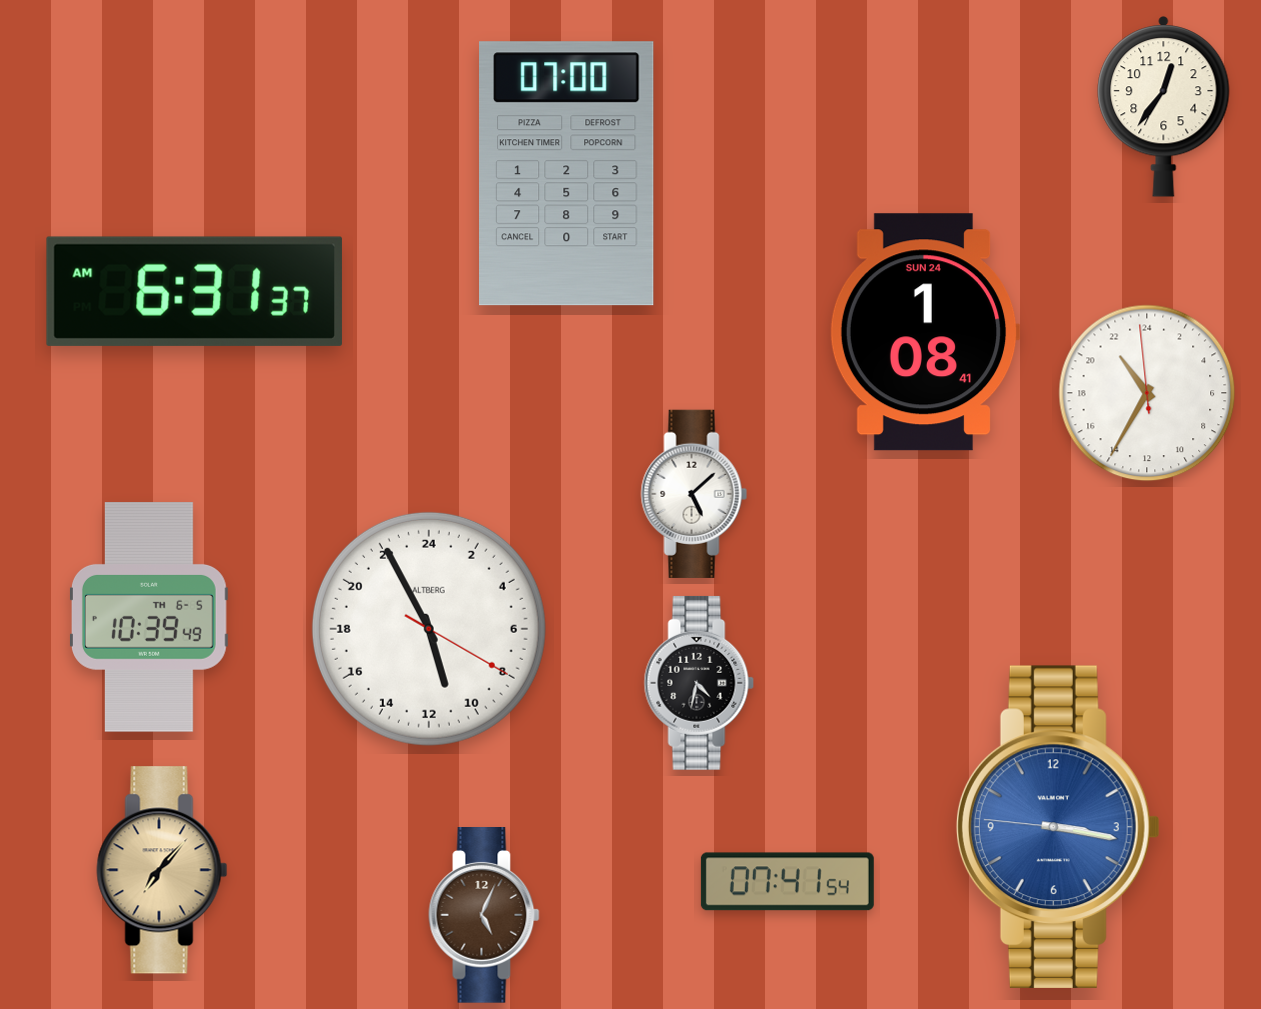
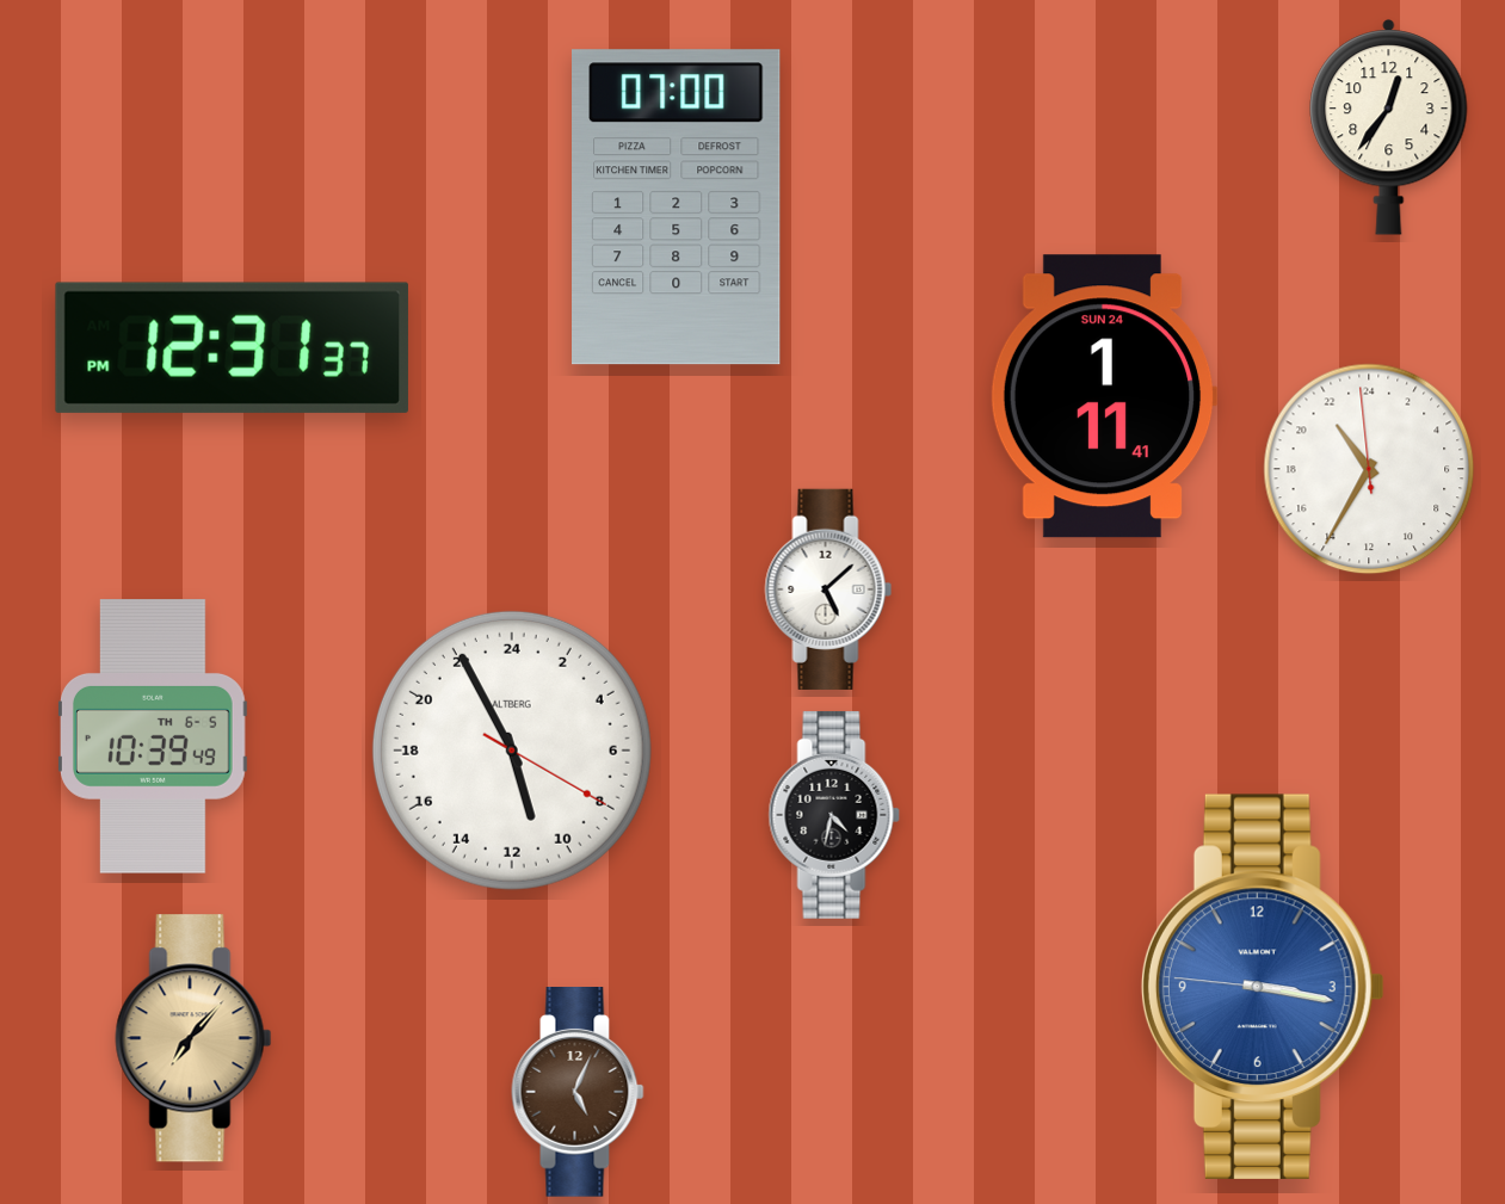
clock at (194, 291): 6:31 -> 12:31
clock at (925, 332): 1:08 -> 1:11
clock at (149, 617) position: (149, 617) -> (153, 736)
clock at (787, 882): 07:41 -> none
